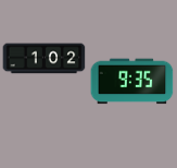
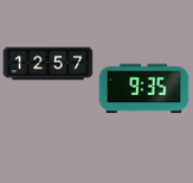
clock at (45, 59): 1:02 -> 12:57
